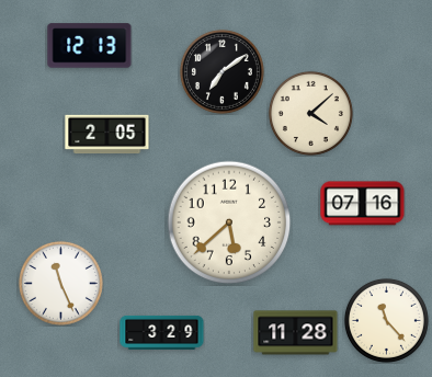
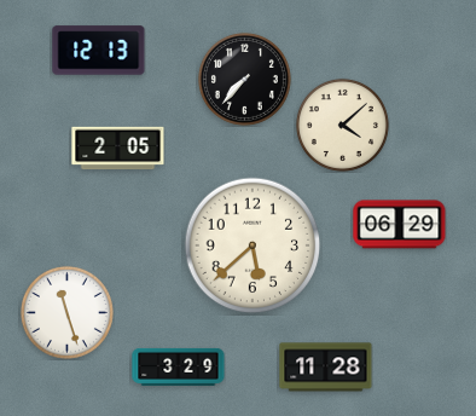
clock at (221, 71): 7:09 -> 7:37
clock at (363, 204): 07:16 -> 06:29
clock at (60, 283): 11:26 -> 11:27
clock at (386, 320): 11:23 -> none
